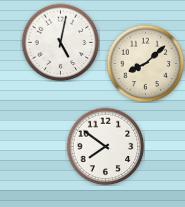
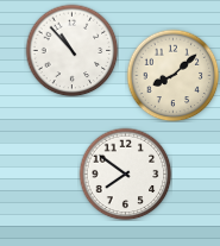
clock at (60, 42): 5:02 -> 10:53
